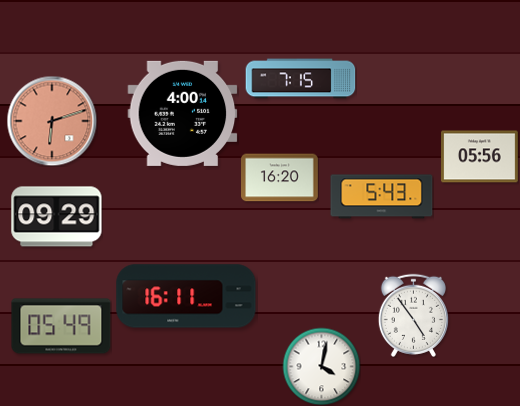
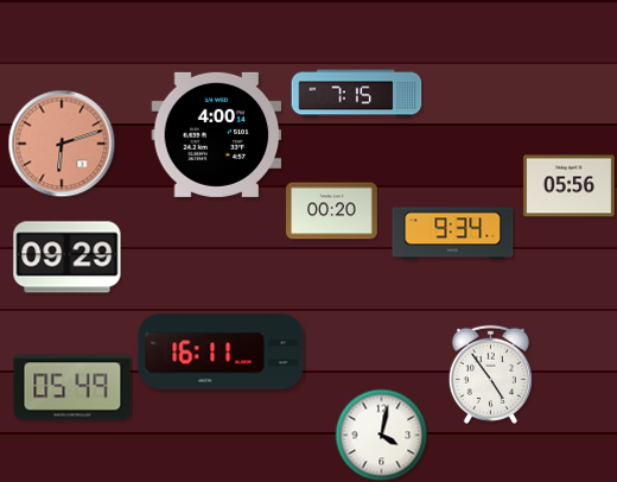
clock at (280, 178): 16:20 -> 00:20
clock at (382, 197): 5:43 -> 9:34
